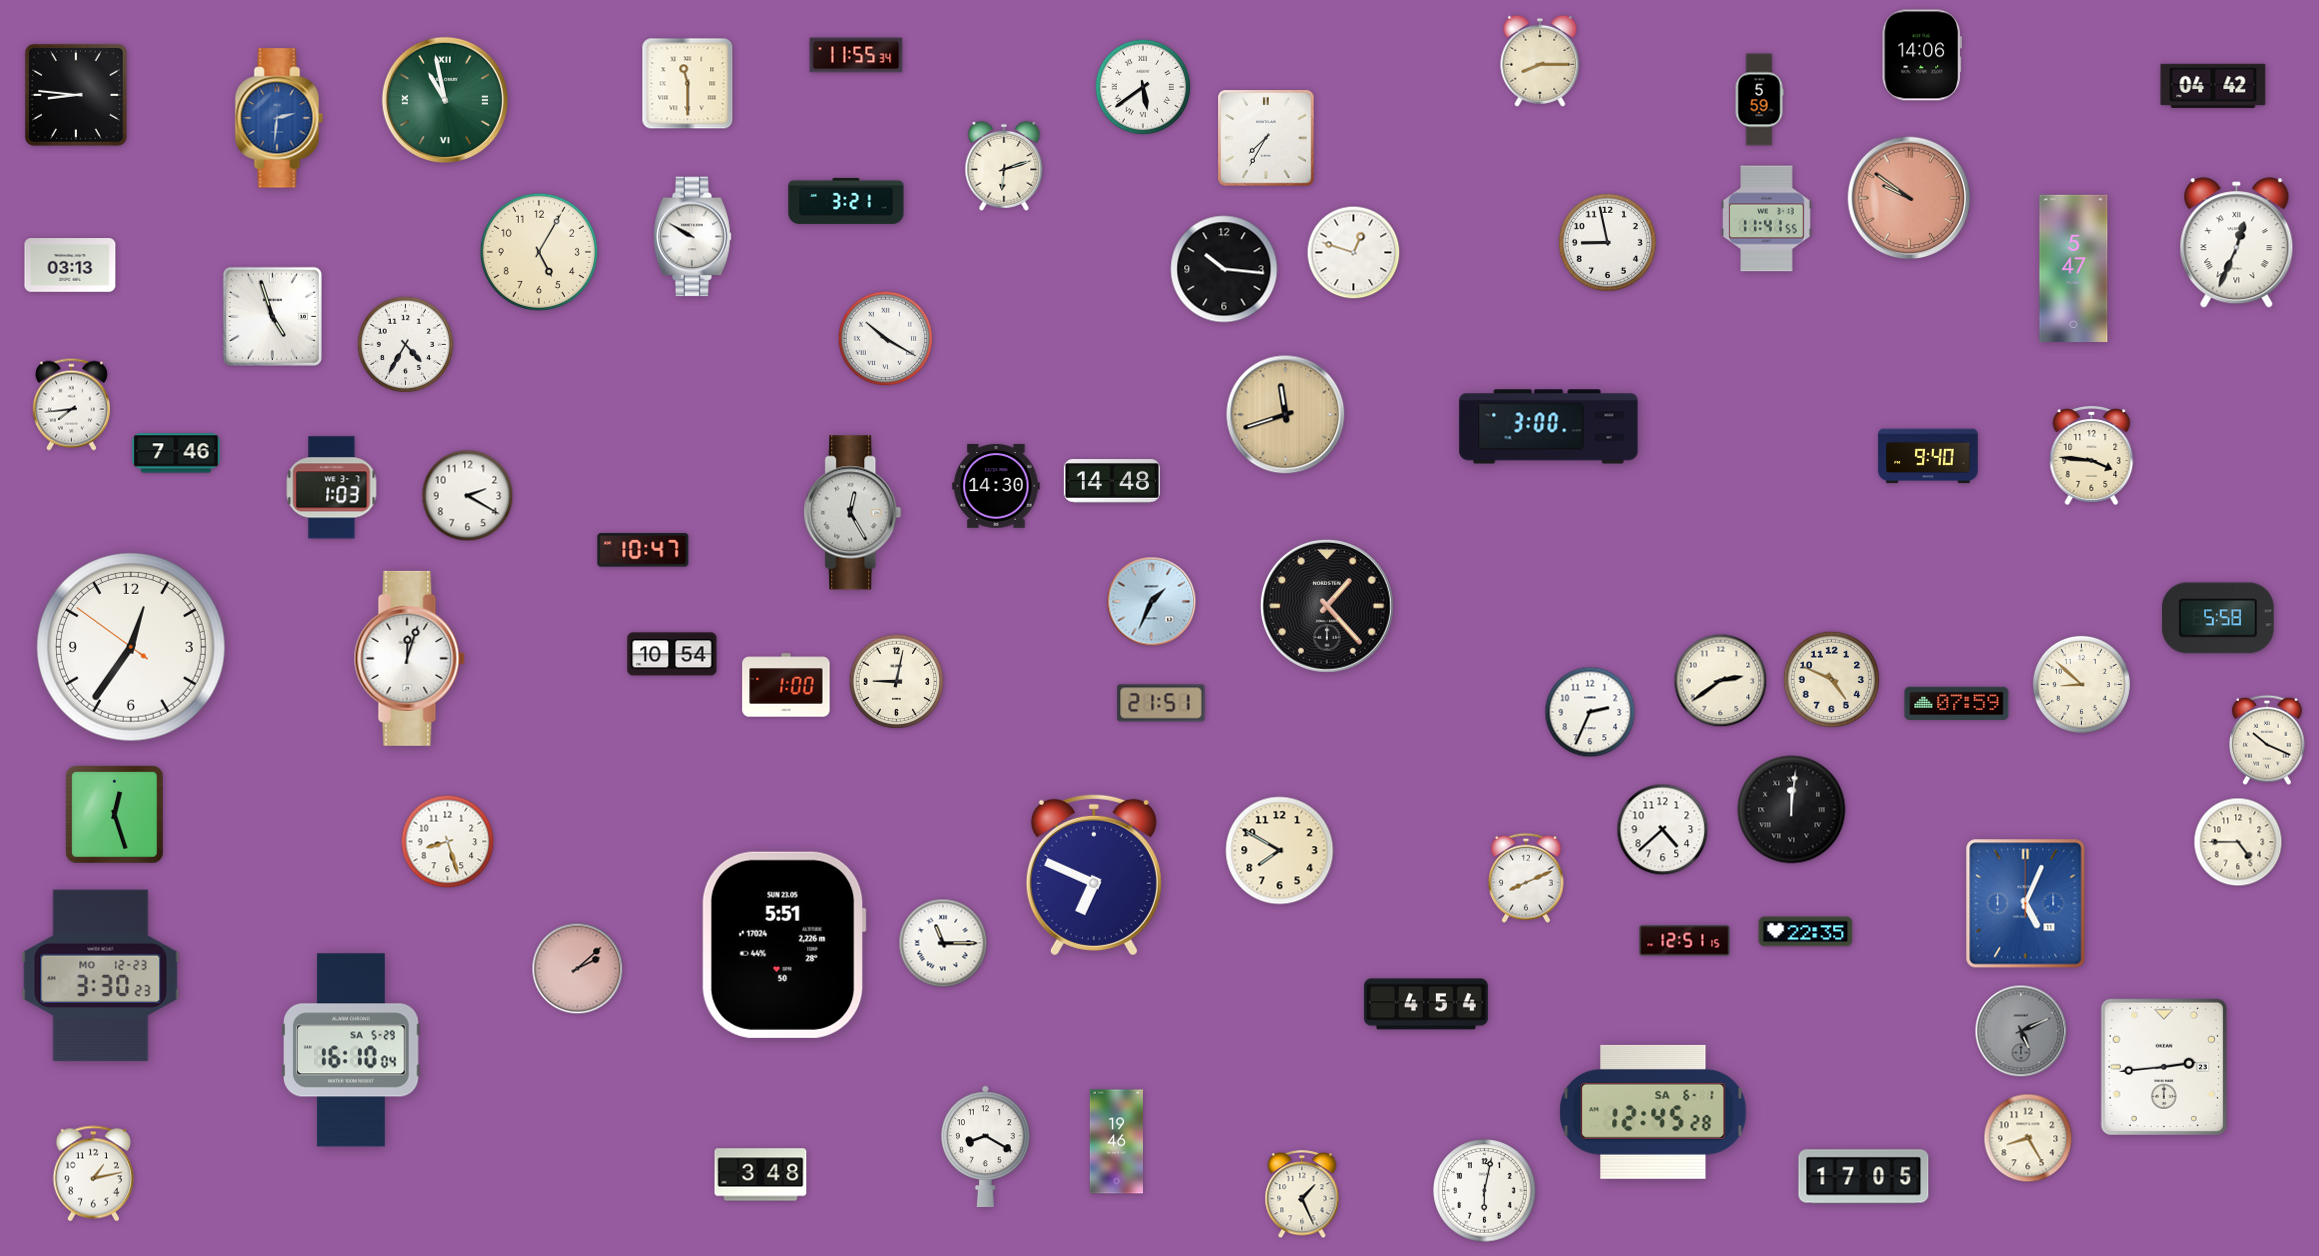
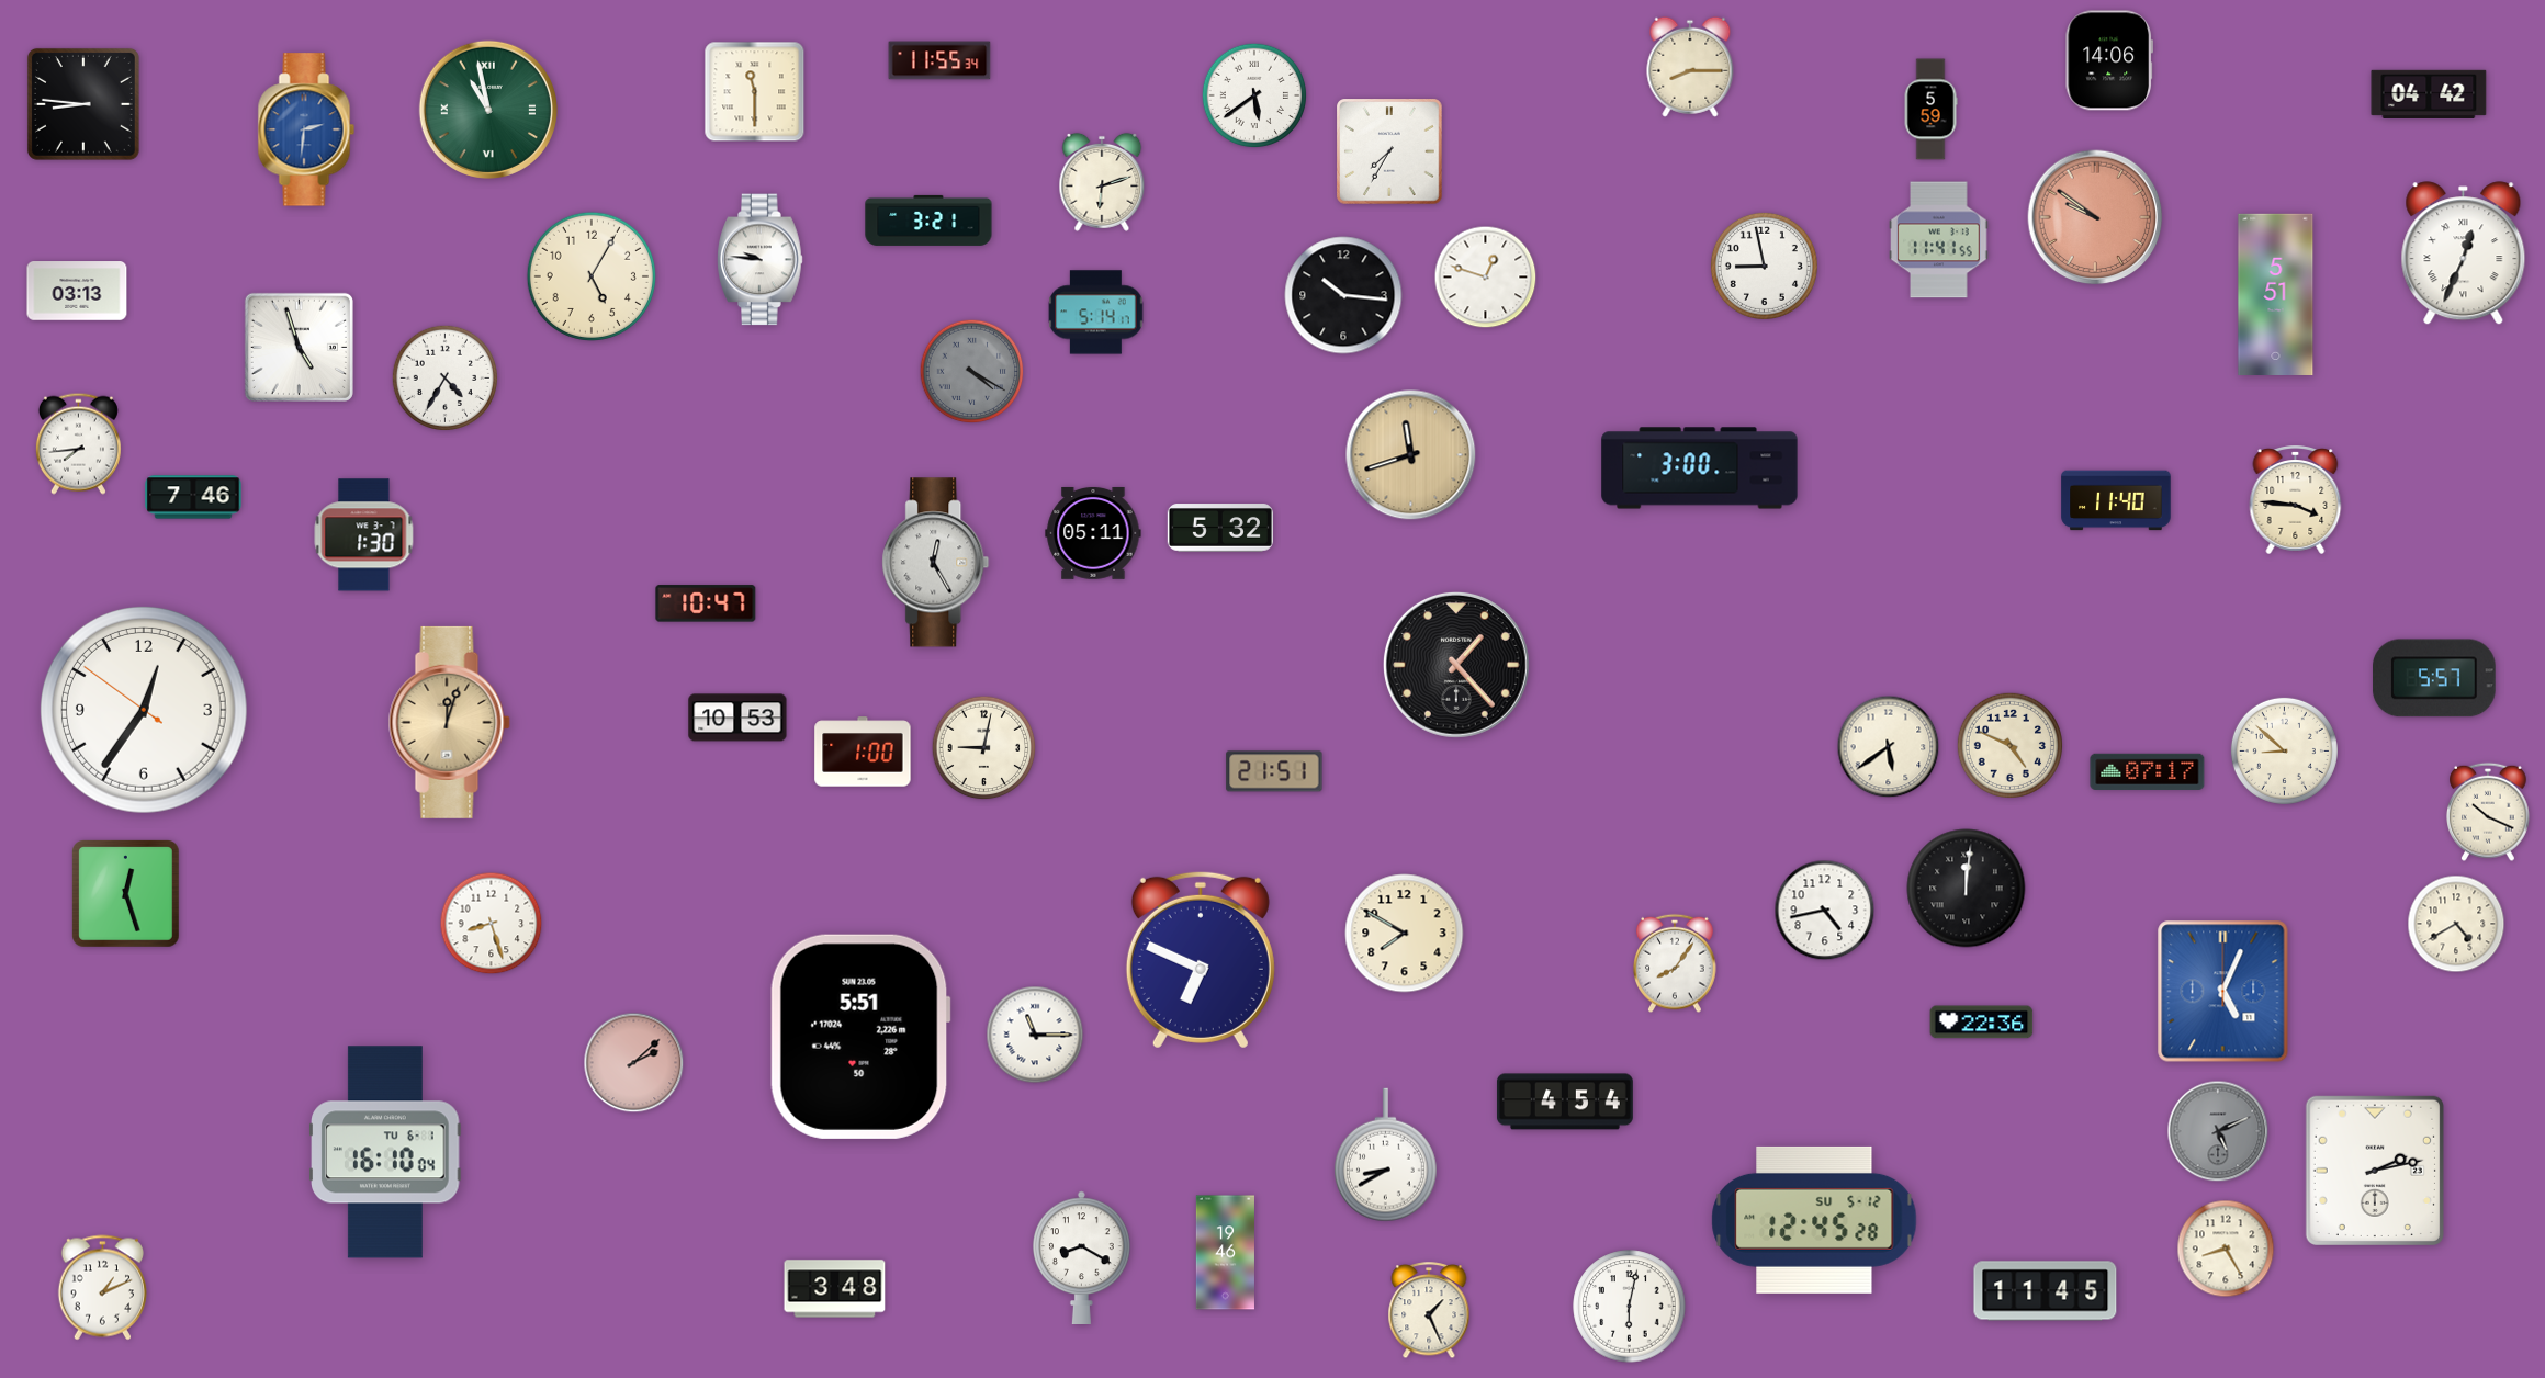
clock at (693, 237): 9:50 -> 9:46
clock at (2237, 243) position: (2237, 243) -> (2464, 253)
clock at (2074, 268): 5:47 -> 5:51
clock at (1096, 313): none -> 5:14
clock at (886, 339): 10:20 -> 4:20
clock at (886, 339) dial: white -> grey
clock at (1928, 456): 9:40 -> 11:40
clock at (1112, 481): 14:48 -> 5:32
clock at (996, 486): 14:30 -> 05:11
clock at (332, 488): 1:03 -> 1:30
clock at (468, 496): 2:20 -> none
clock at (1152, 602): 1:34 -> none
clock at (2219, 618): 5:58 -> 5:57
clock at (672, 654): 10:54 -> 10:53
clock at (409, 658) dial: white -> champagne
clock at (1721, 681): 2:39 -> 5:39
clock at (1957, 703): 07:59 -> 07:17
clock at (1590, 712): 2:34 -> none
clock at (1663, 830): 4:38 -> 4:43
clock at (2238, 842): 4:45 -> 4:40
clock at (1526, 878): 8:11 -> 8:06
clock at (1806, 932): 22:35 -> 22:36
clock at (1685, 941): 12:51 -> none
clock at (101, 976): 3:30 -> none
clock at (351, 1050) date: SA 5-29 -> TU 6-1
clock at (1385, 1155): none -> 8:40
clock at (2164, 1067): 2:44 -> 2:13
clock at (1653, 1112) date: SA 6-1 -> SU 5-12
clock at (93, 1174): 1:13 -> 1:11
clock at (1864, 1177): 17:05 -> 11:45
